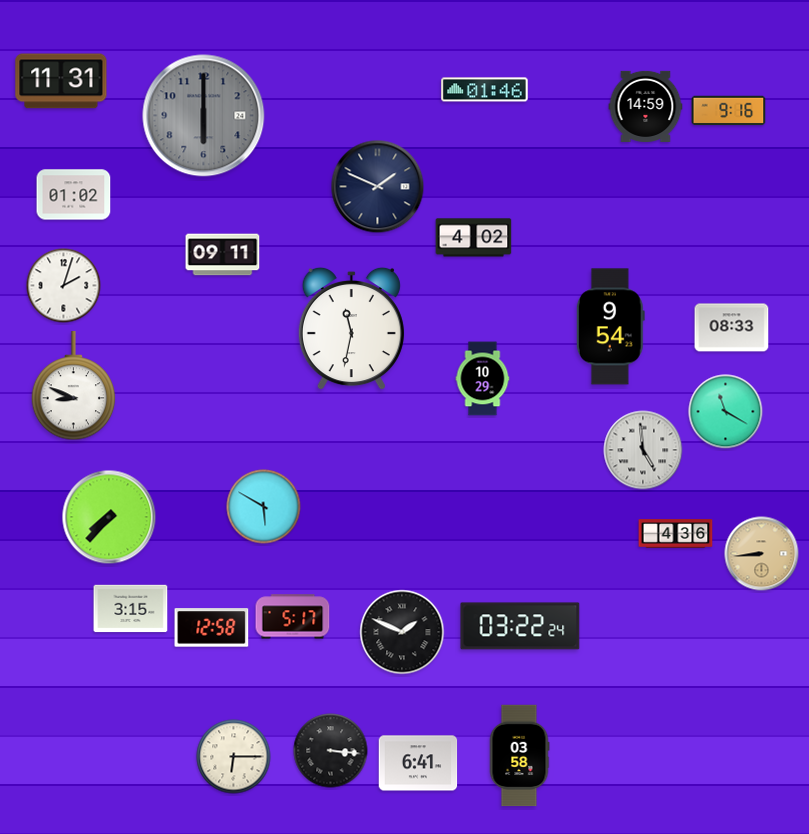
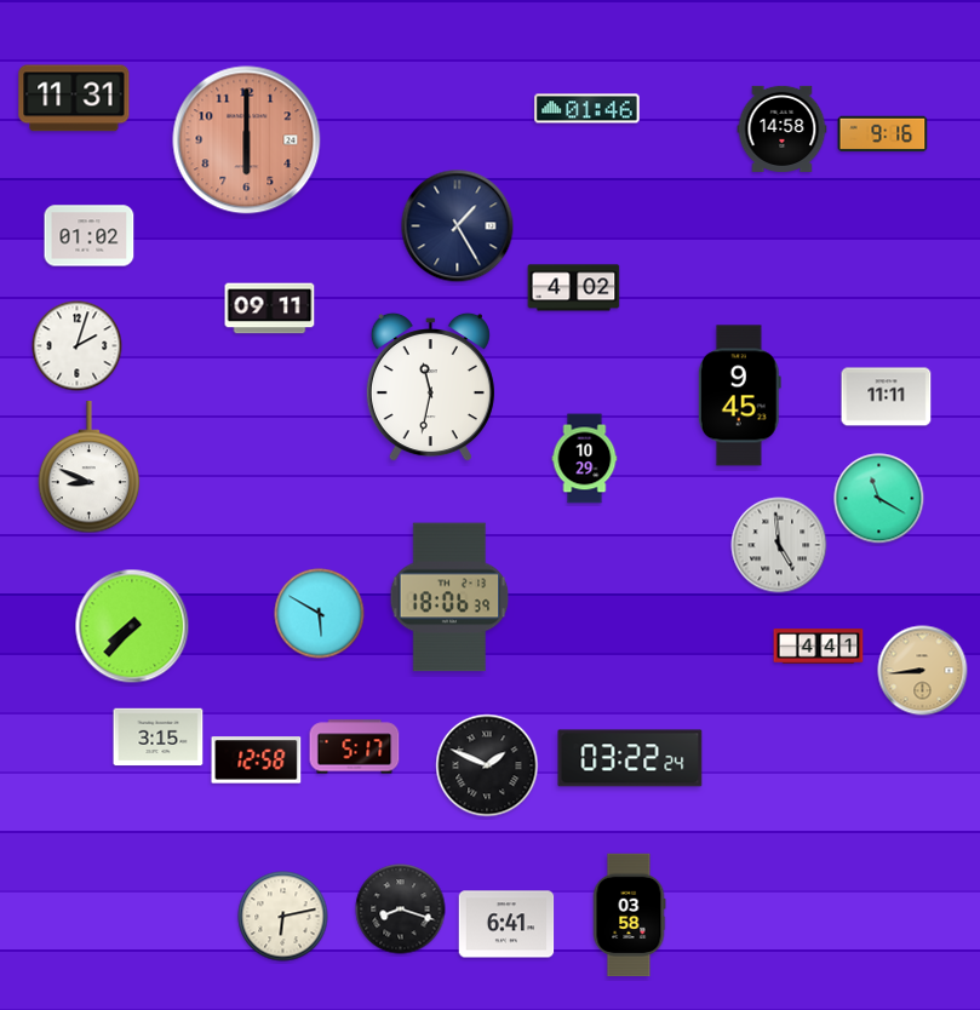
clock at (646, 106): 14:59 -> 14:58
clock at (204, 116) dial: grey -> salmon
clock at (378, 187): 1:49 -> 1:25
clock at (610, 327): 9:54 -> 9:45
clock at (732, 328): 08:33 -> 11:11
clock at (351, 329) position: (351, 329) -> (430, 388)
clock at (449, 597): none -> 18:06
clock at (676, 534): 4:36 -> 4:41
clock at (331, 751): 3:16 -> 8:18
clock at (234, 757): 6:15 -> 6:13
